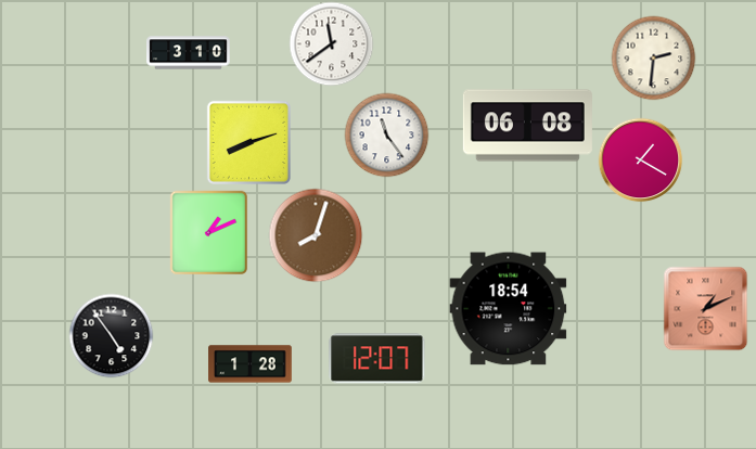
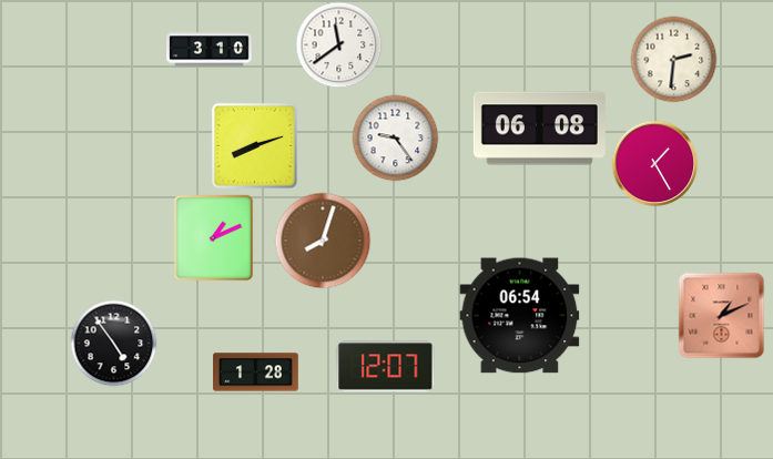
clock at (189, 53) position: (189, 53) -> (210, 50)
clock at (653, 57) position: (653, 57) -> (673, 59)
clock at (386, 134): 11:24 -> 9:24
clock at (640, 159): 1:20 -> 1:25
clock at (509, 309): 18:54 -> 06:54
